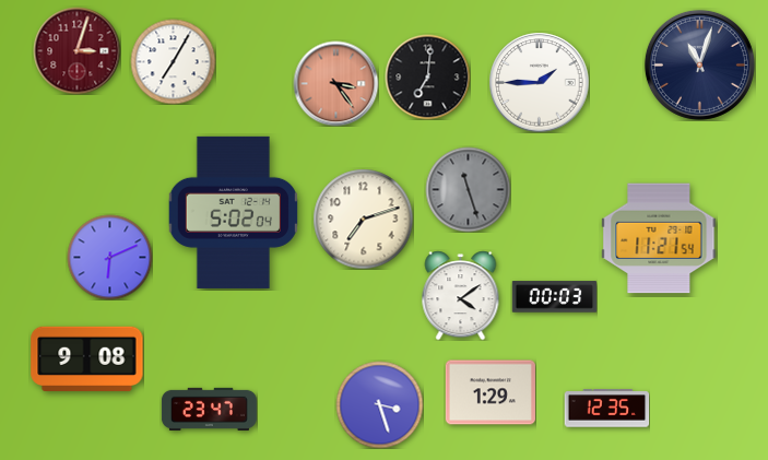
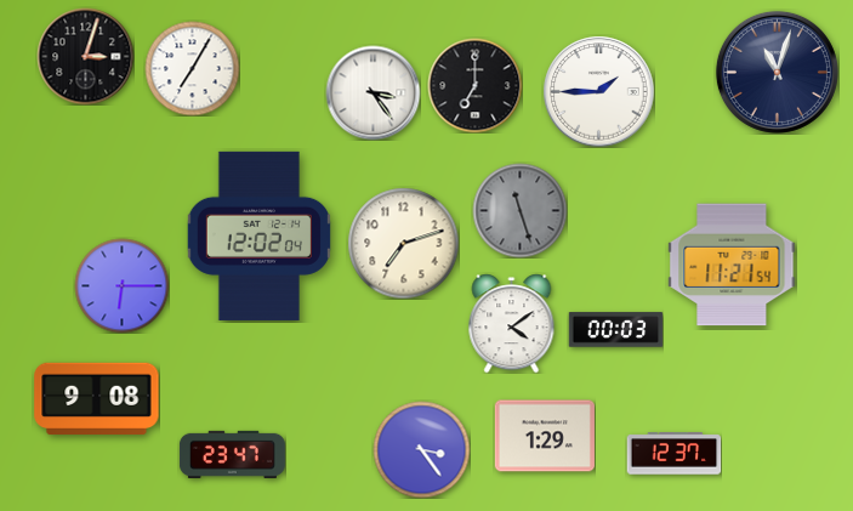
clock at (76, 50) dial: burgundy -> black
clock at (427, 76): 7:01 -> 7:00
clock at (335, 83) dial: salmon -> white
clock at (233, 212): 5:02 -> 12:02
clock at (109, 257): 6:11 -> 6:15
clock at (461, 295) position: (461, 295) -> (512, 323)
clock at (379, 404): 3:27 -> 3:24
clock at (606, 409): 12:35 -> 12:37
